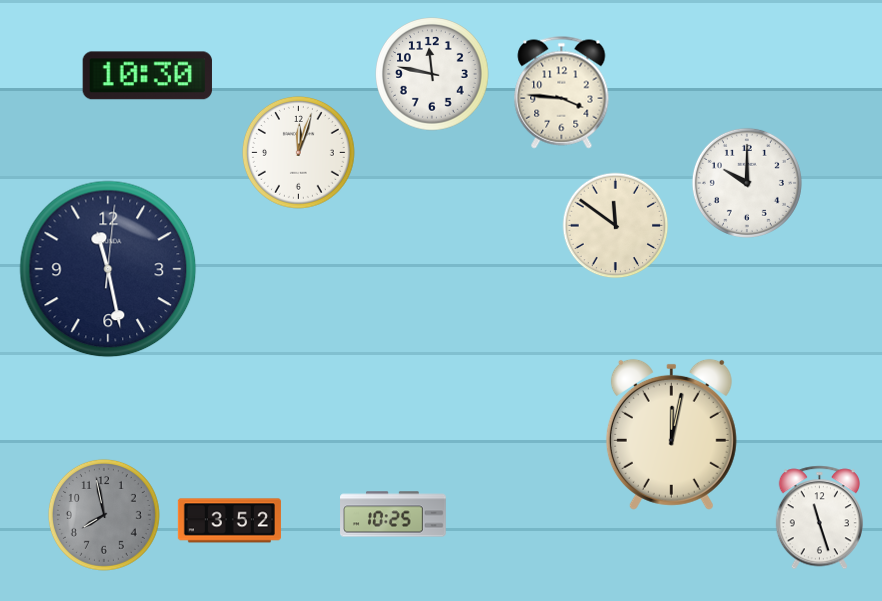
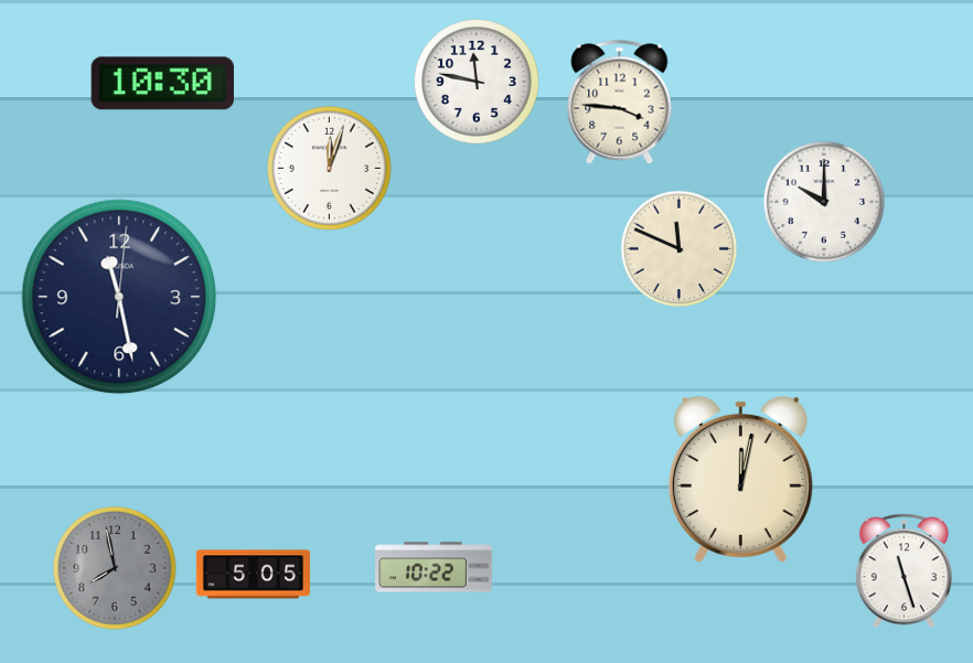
clock at (616, 226): 11:51 -> 11:49
clock at (393, 514): 10:25 -> 10:22
clock at (229, 521): 3:52 -> 5:05
